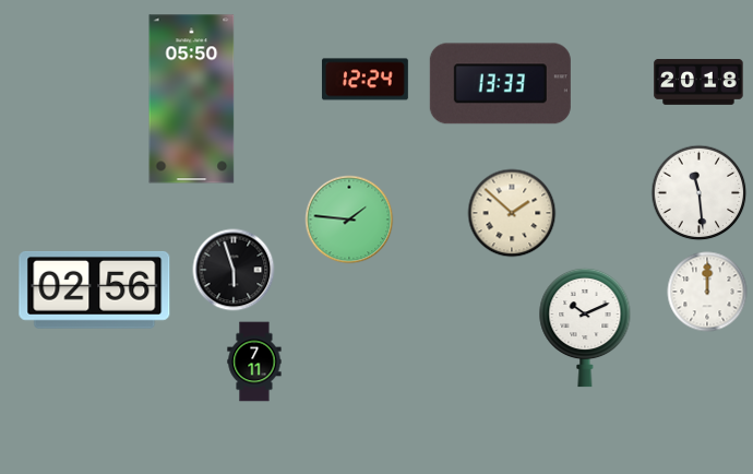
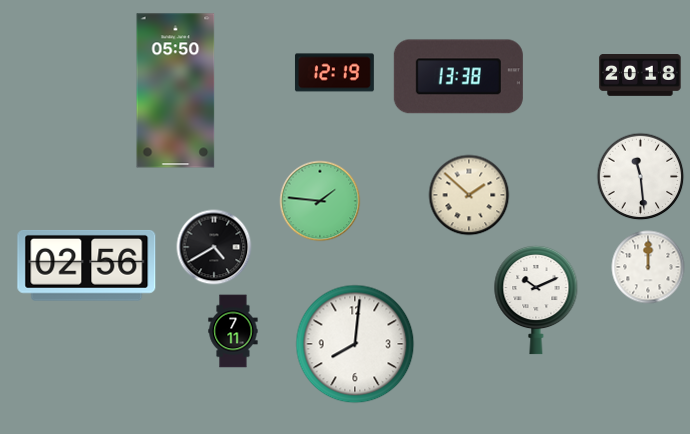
clock at (364, 80): 12:24 -> 12:19
clock at (500, 84): 13:33 -> 13:38
clock at (234, 270): 5:57 -> 4:40
clock at (355, 344): none -> 8:01
